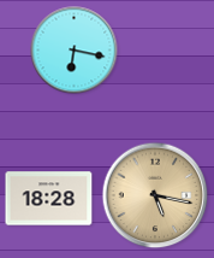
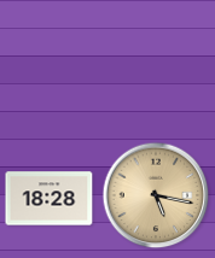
clock at (75, 51): 6:17 -> none
